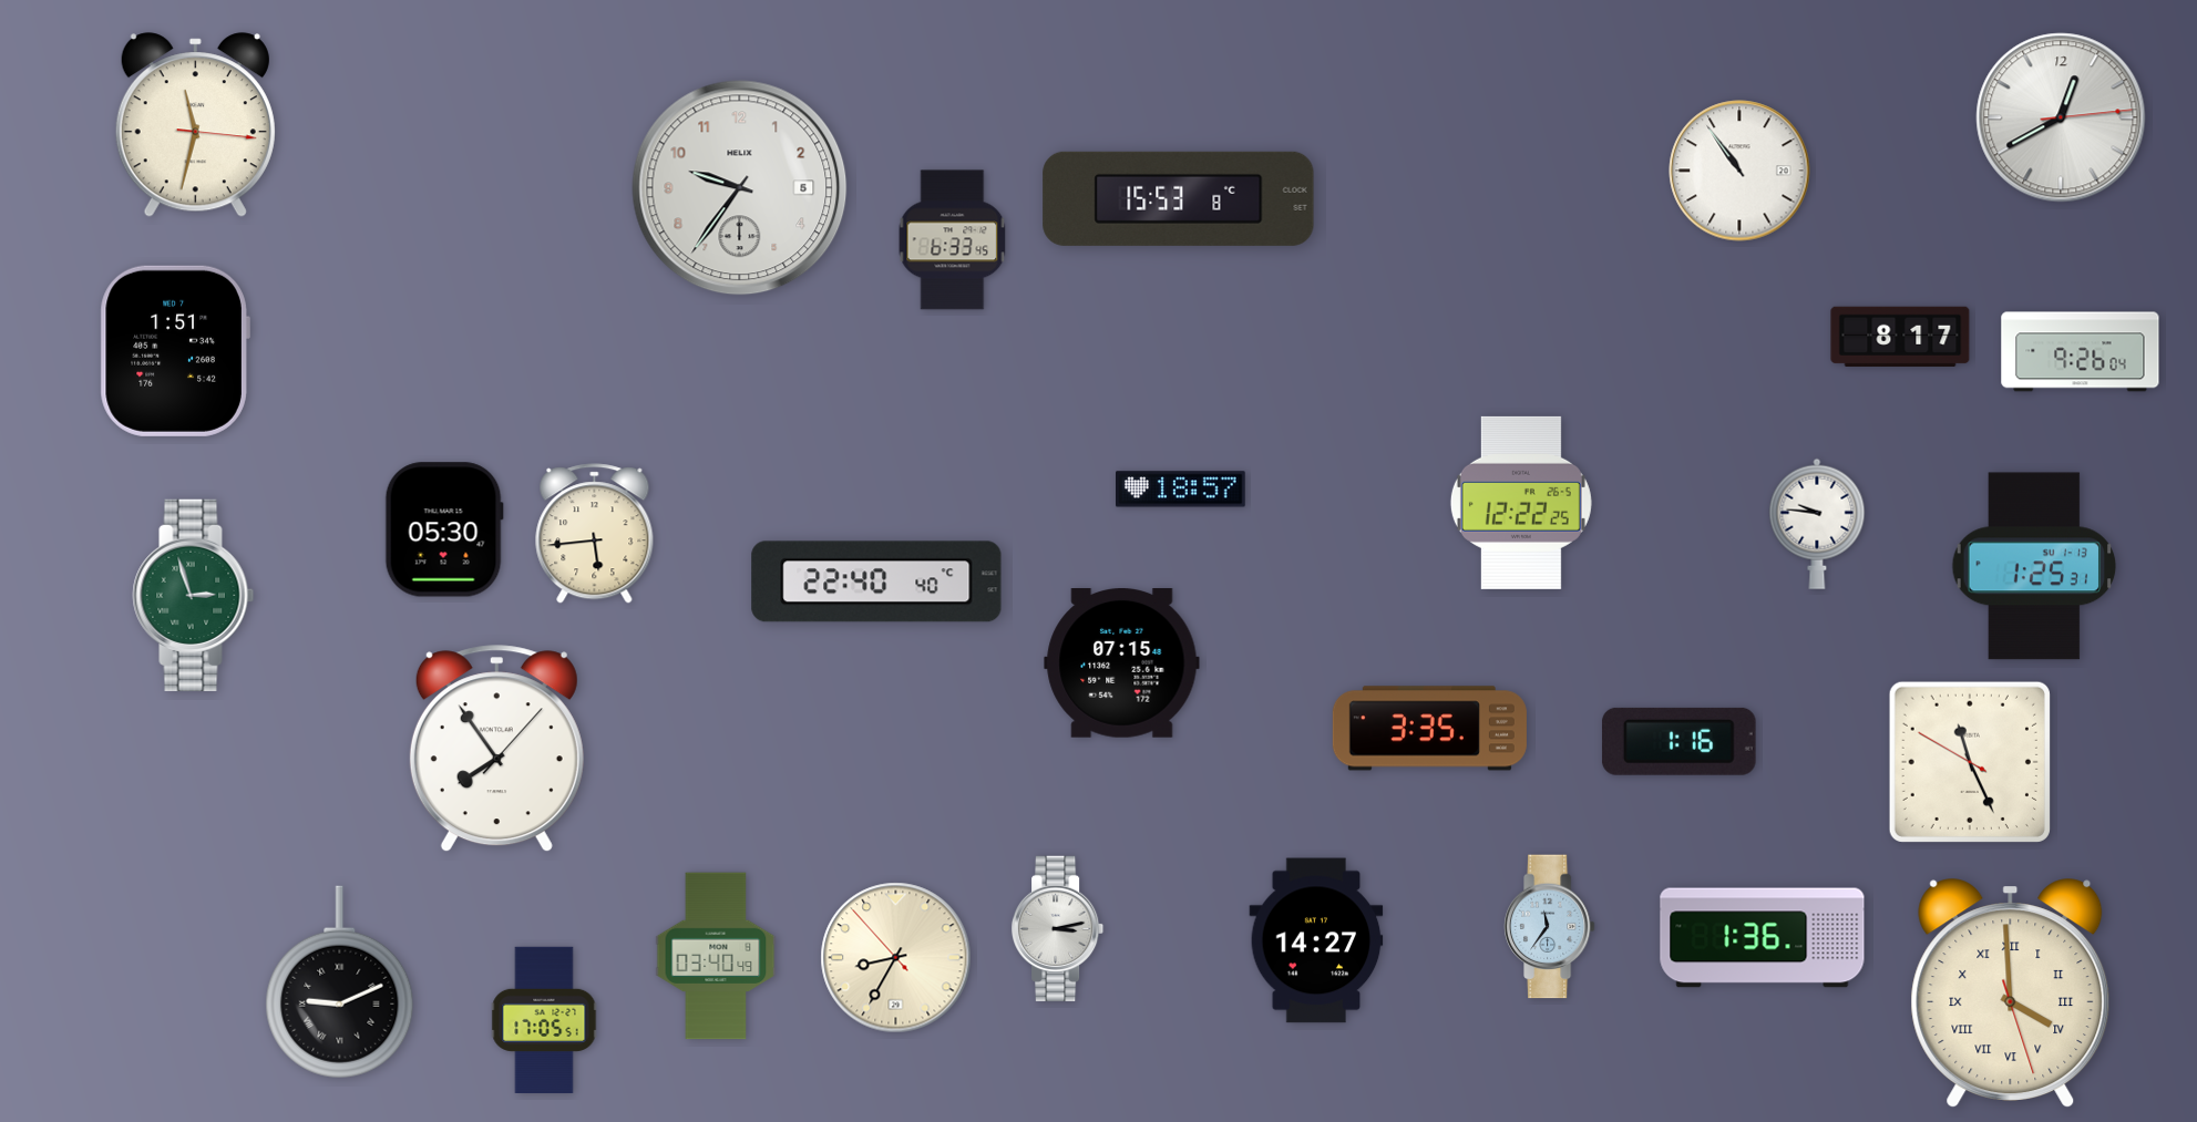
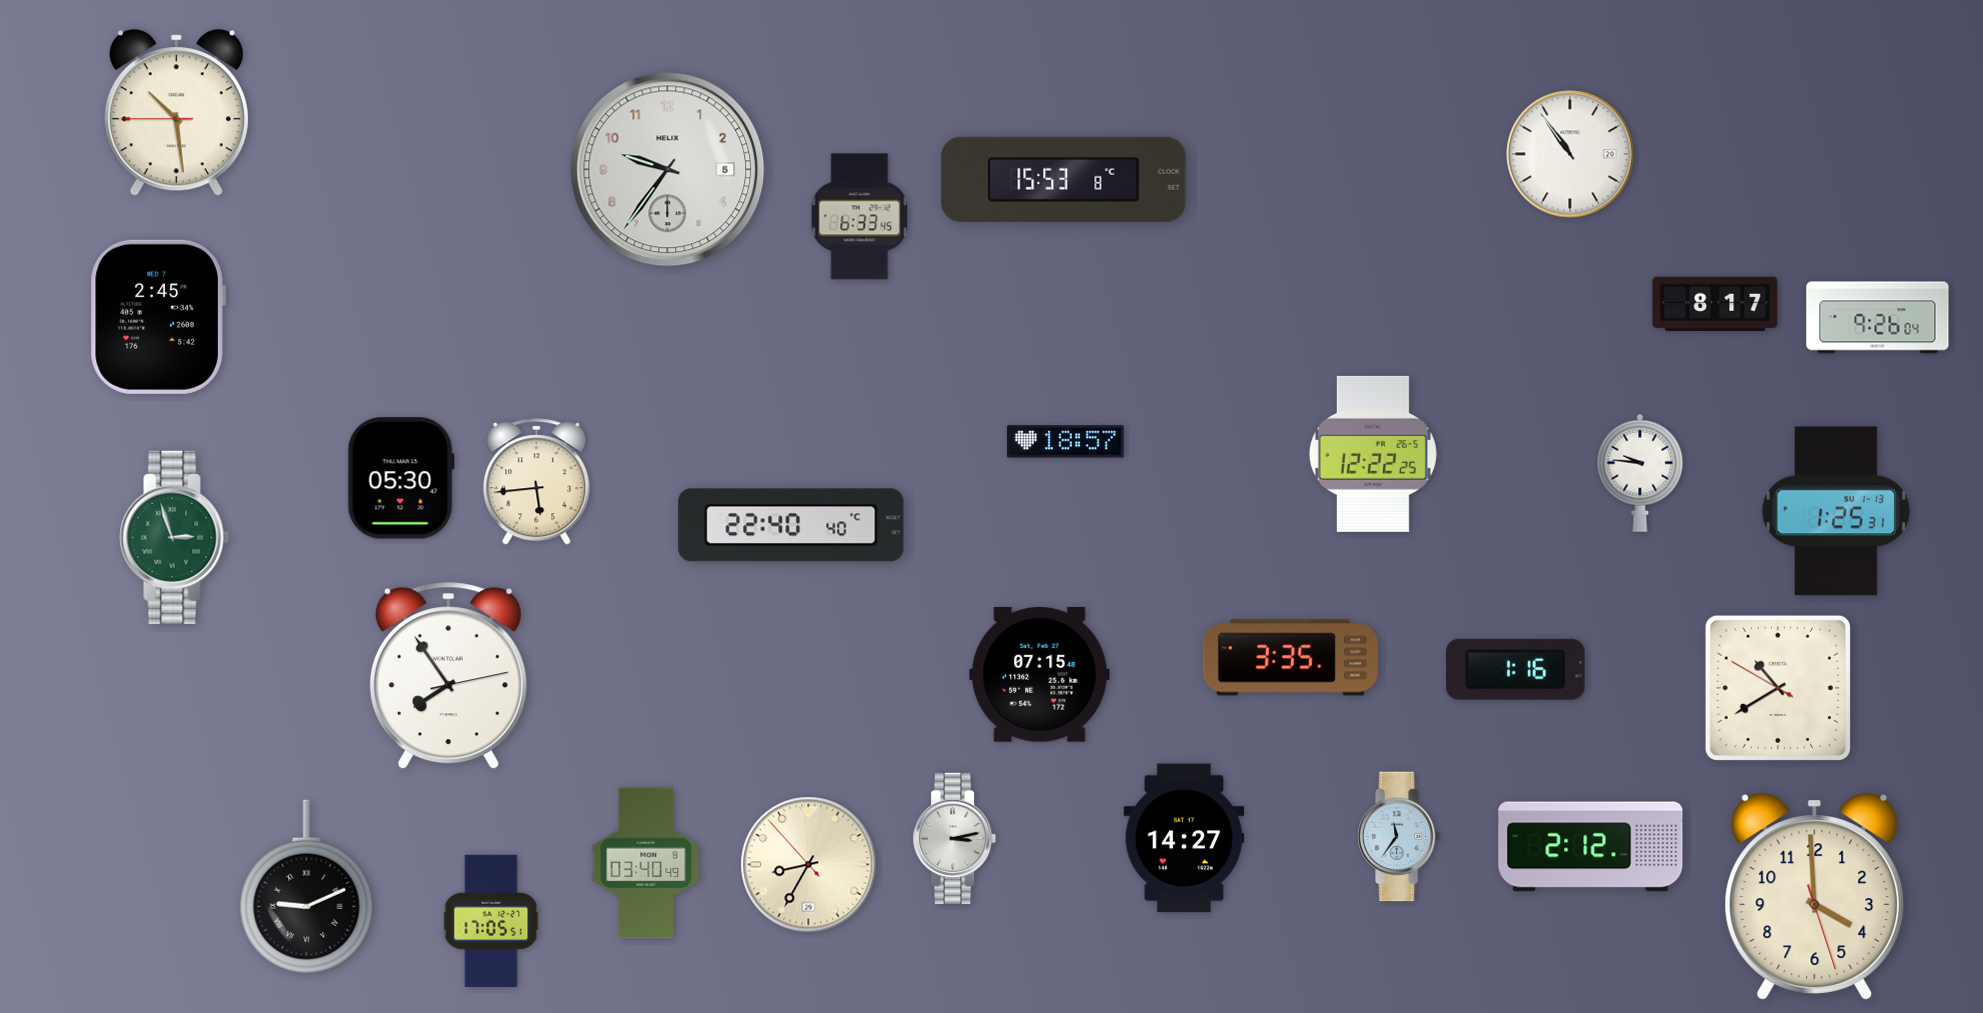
clock at (2061, 117): 12:40 -> none
clock at (195, 125): 11:32 -> 10:28
clock at (175, 351): 1:51 -> 2:45
clock at (1122, 663) position: (1122, 663) -> (1040, 675)
clock at (496, 749): 7:54:07 -> 7:54:13
clock at (1970, 762): 11:25 -> 10:39
clock at (1763, 938): 1:36 -> 2:12
clock at (1316, 940) position: (1316, 940) -> (1184, 838)
clock at (2011, 992) numerals: Roman -> Arabic
